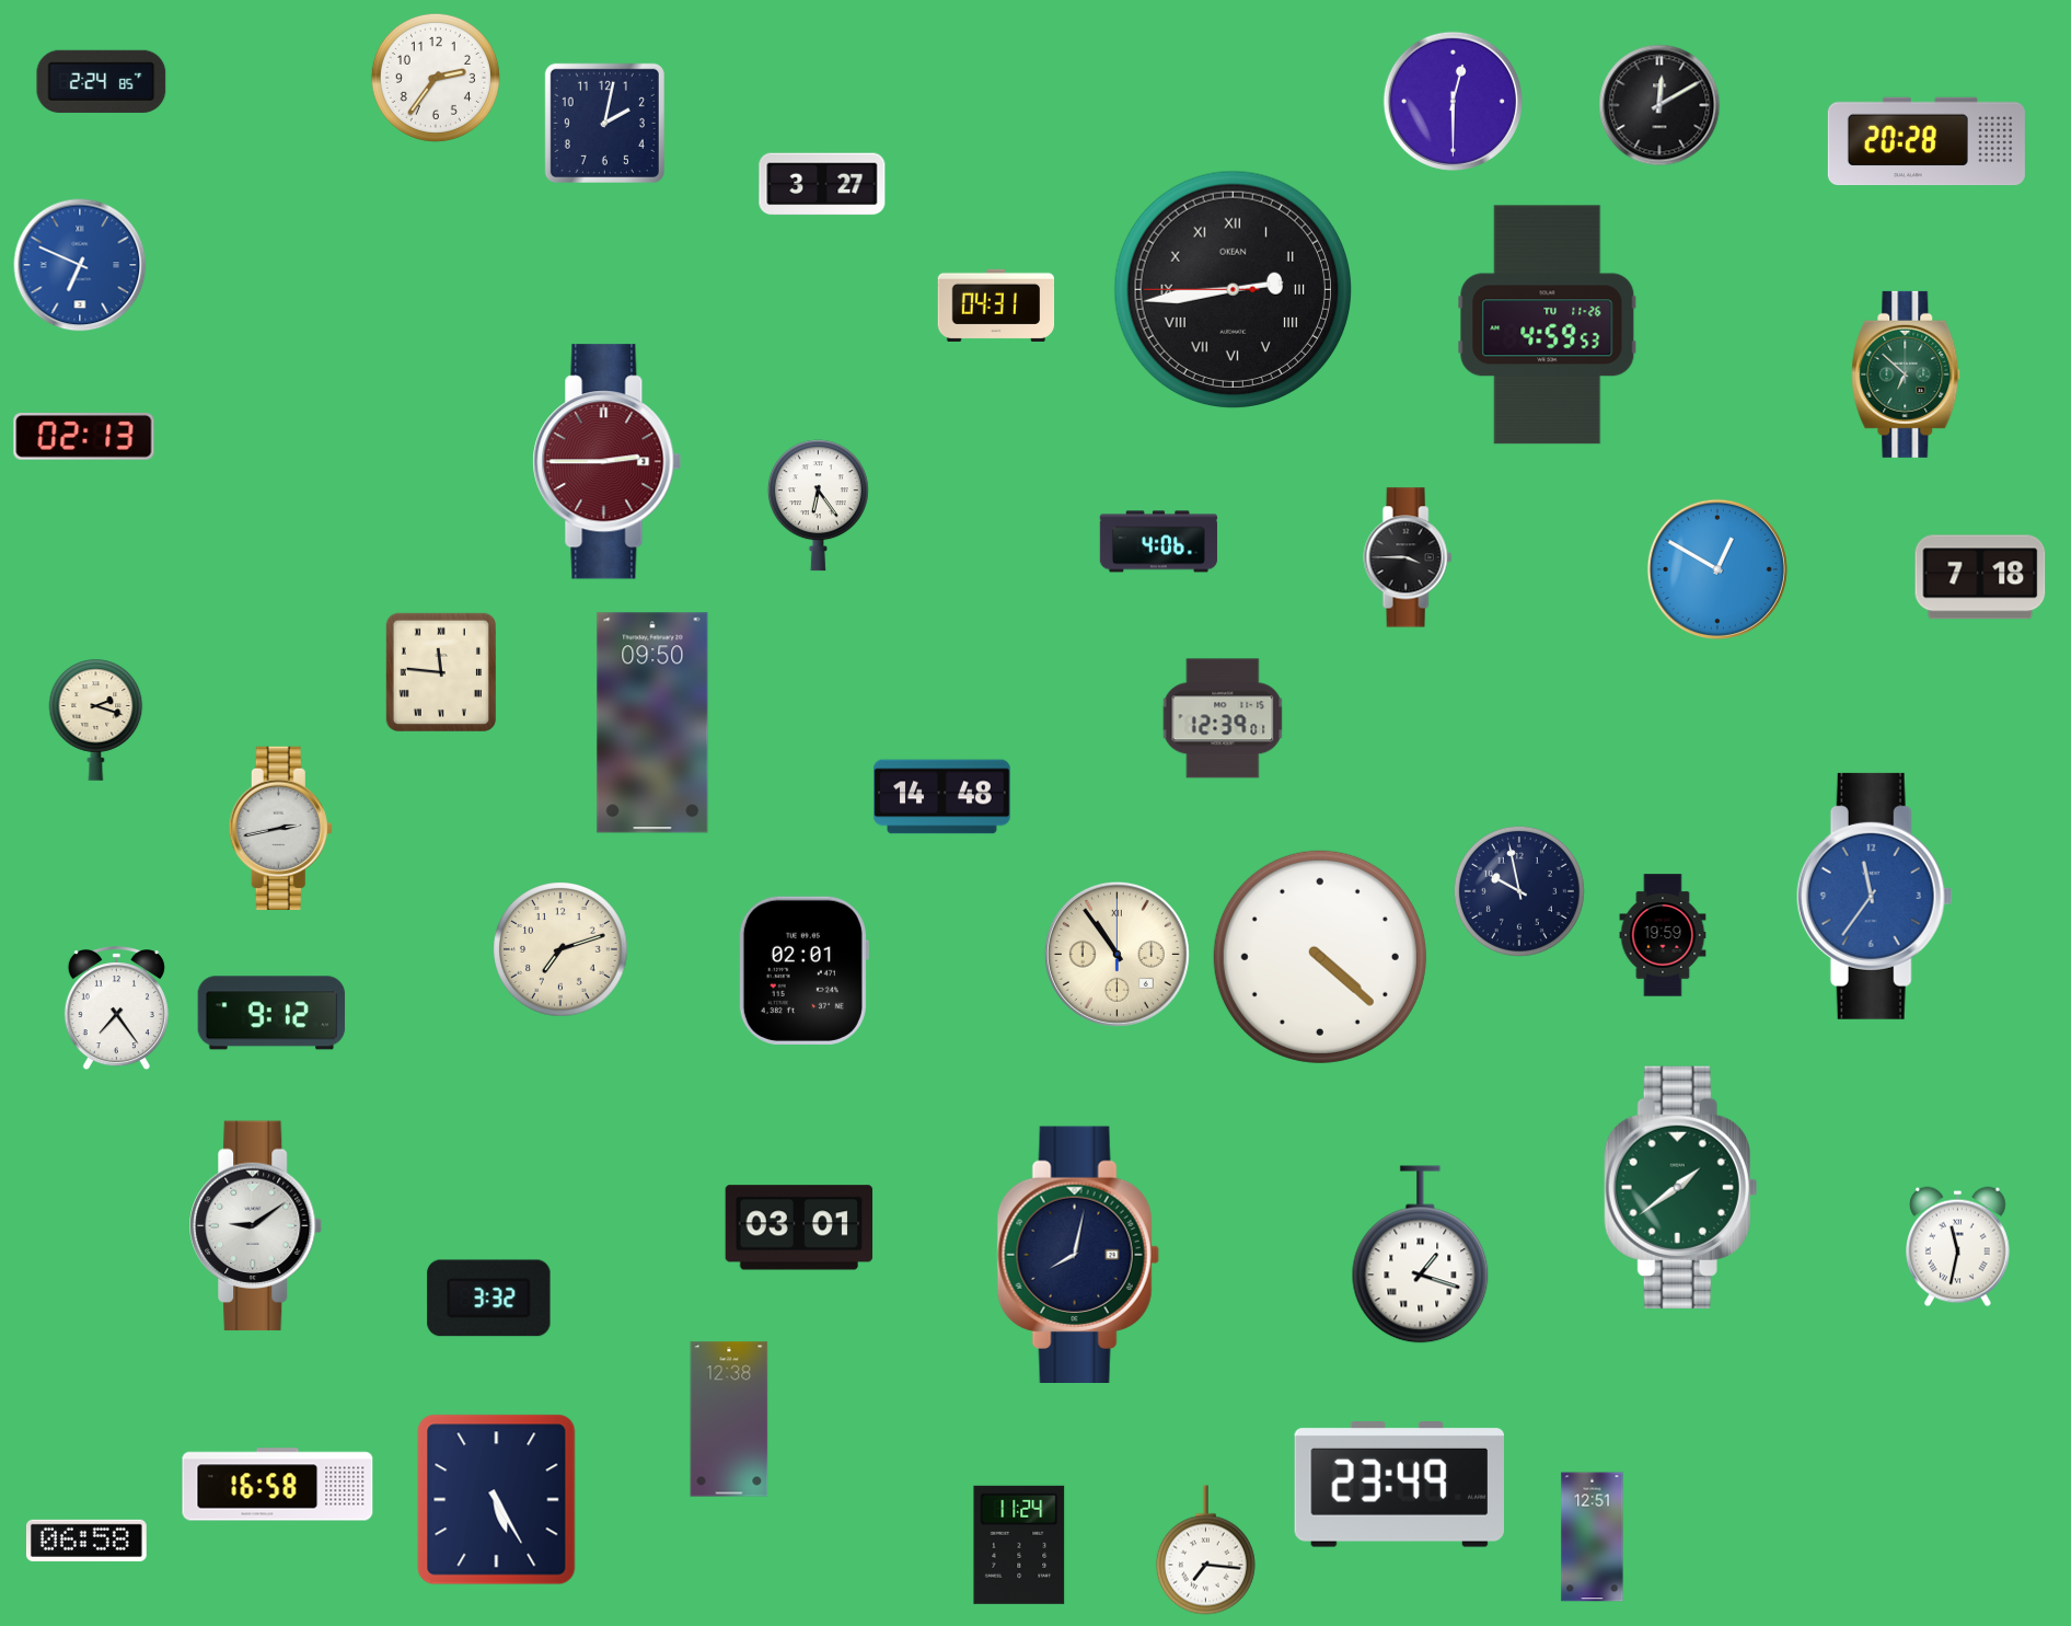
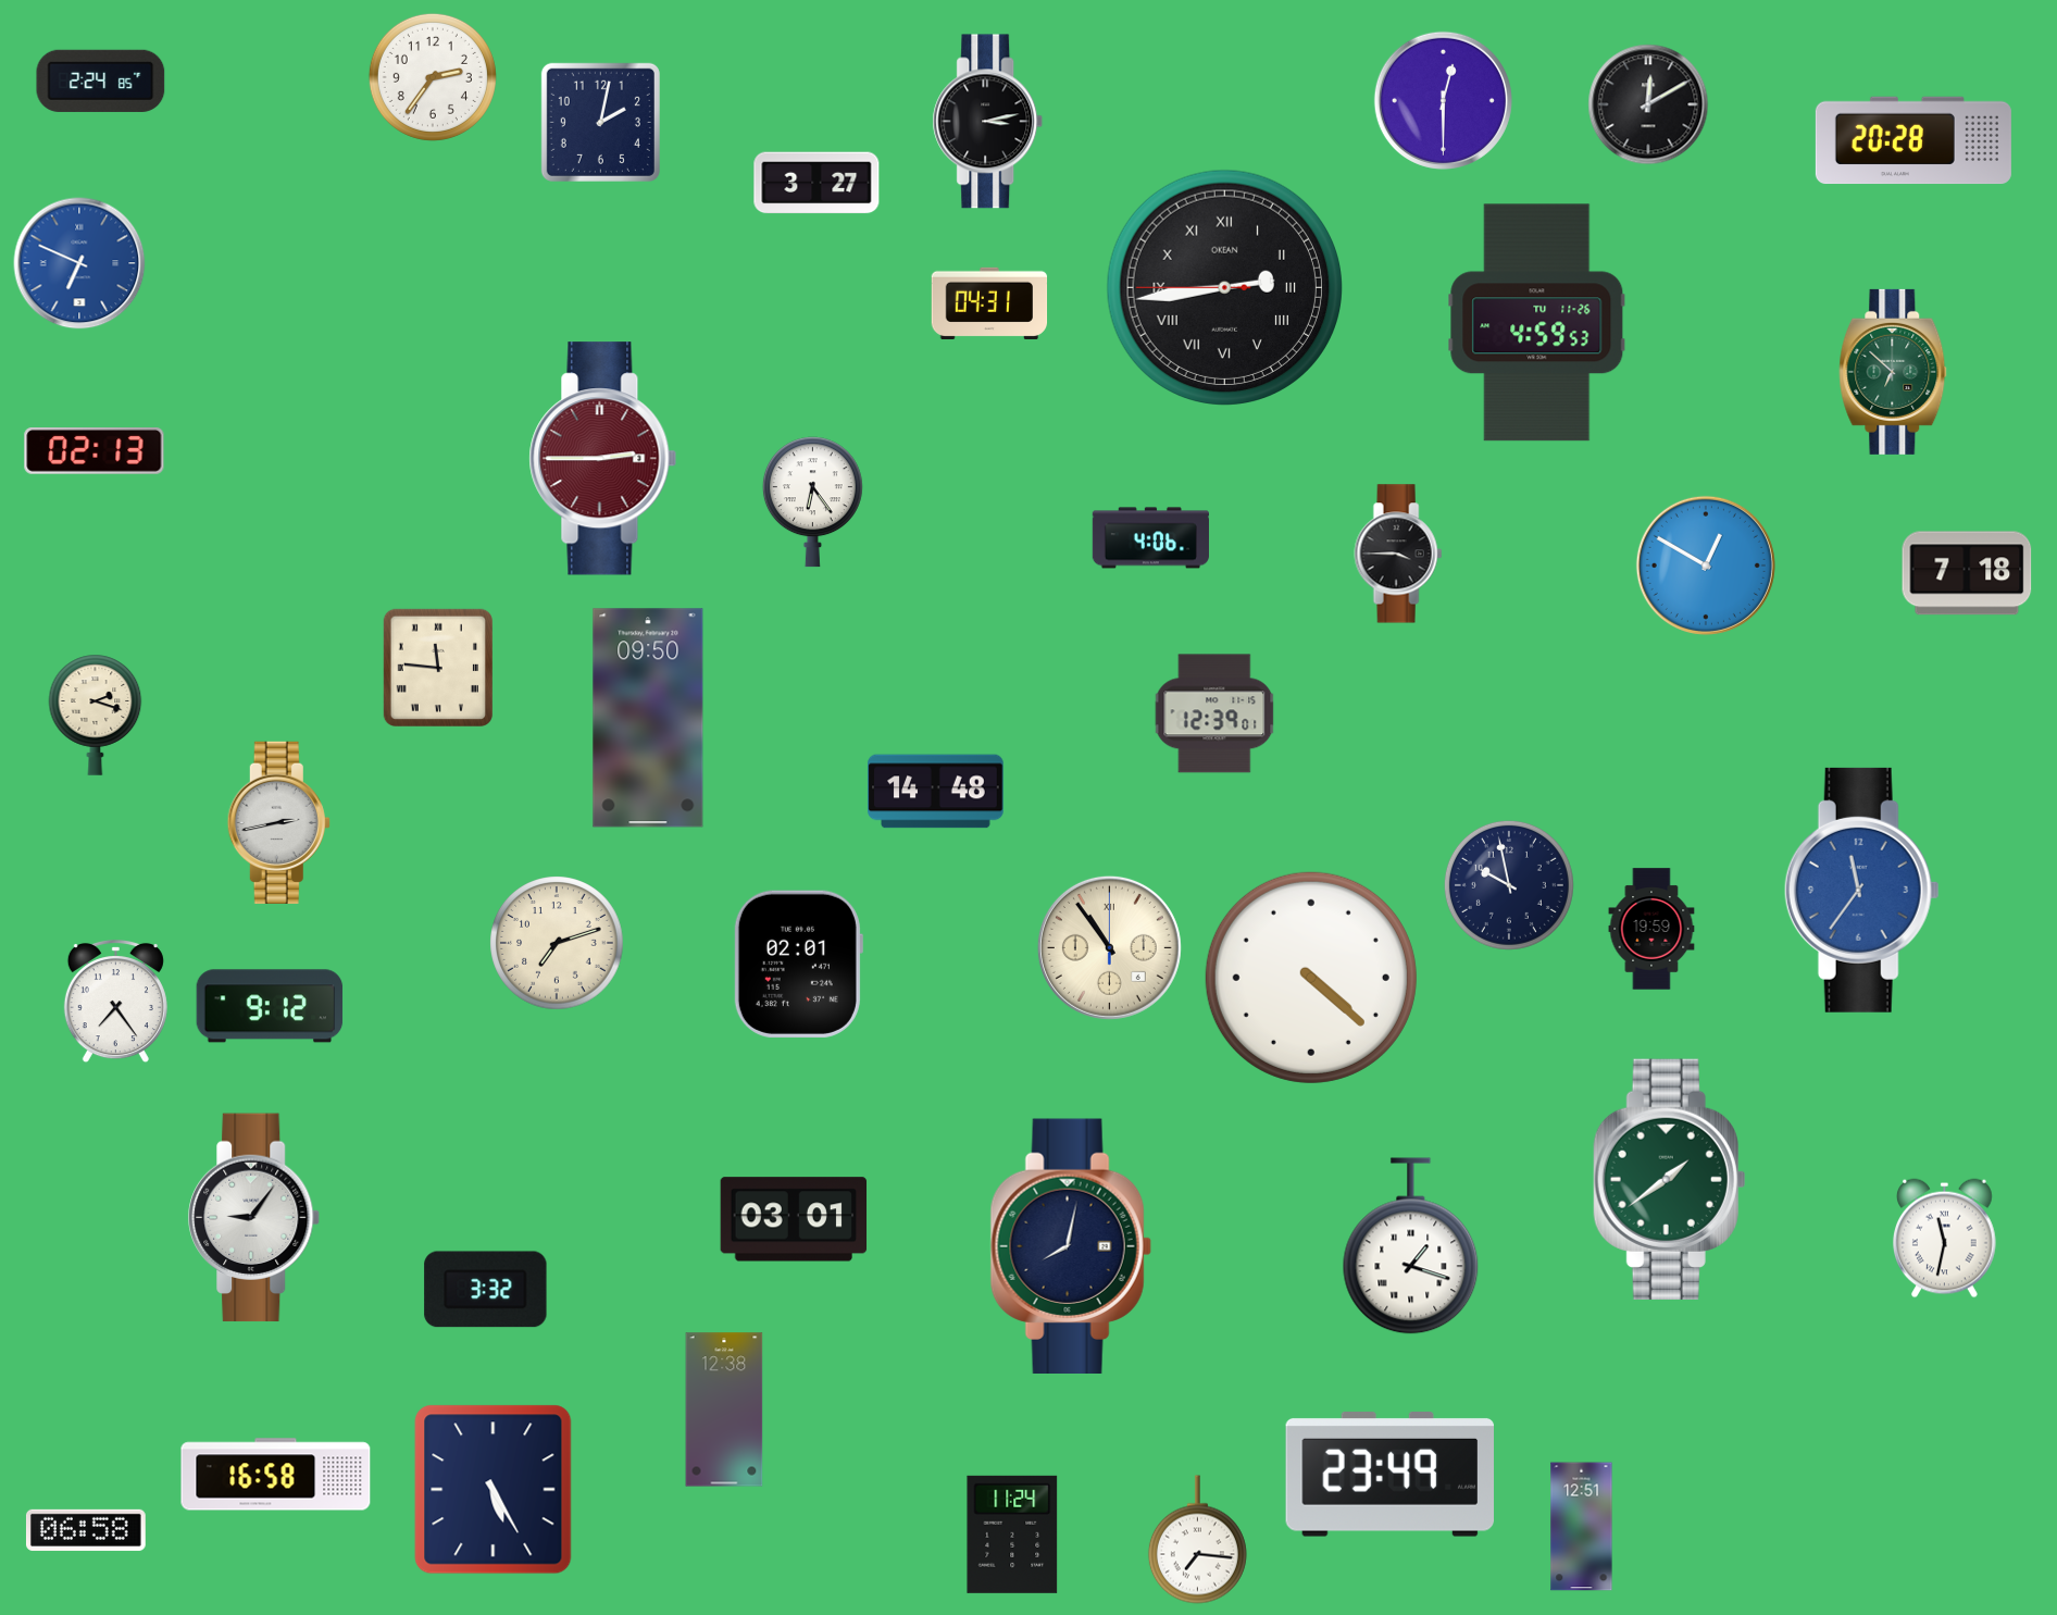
clock at (988, 122): none -> 3:13
clock at (84, 437) position: (84, 437) -> (95, 451)
clock at (1320, 957) position: (1320, 957) -> (1311, 978)
clock at (256, 1226): 9:09 -> 9:06
